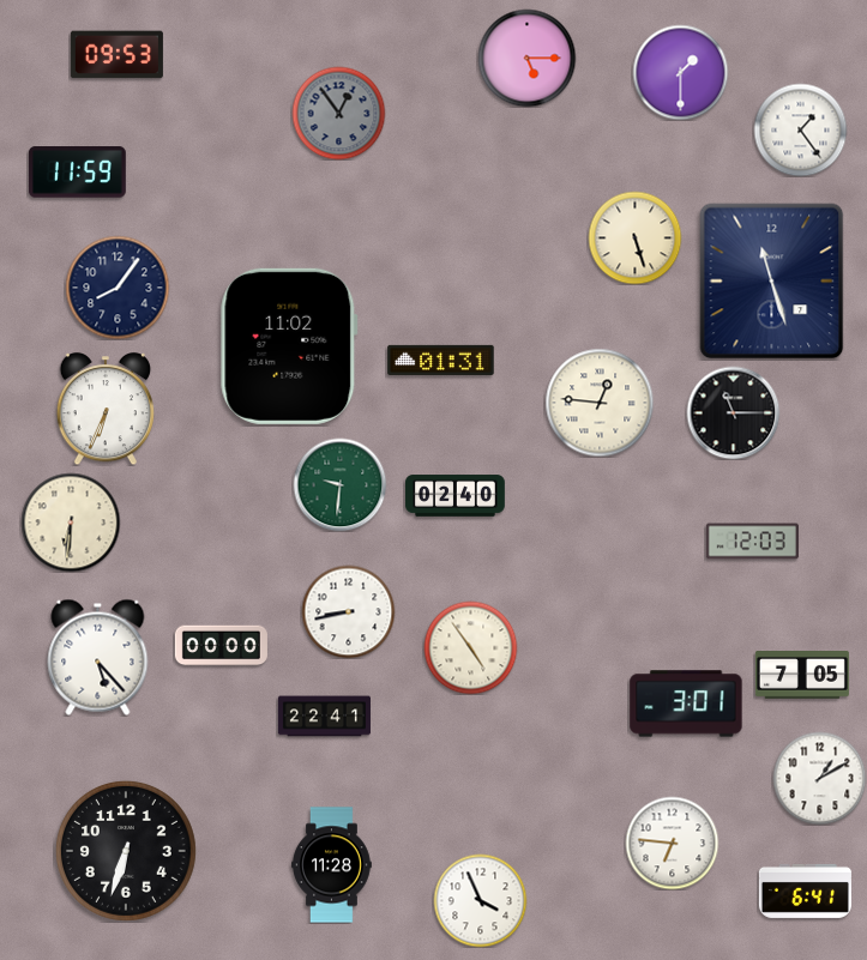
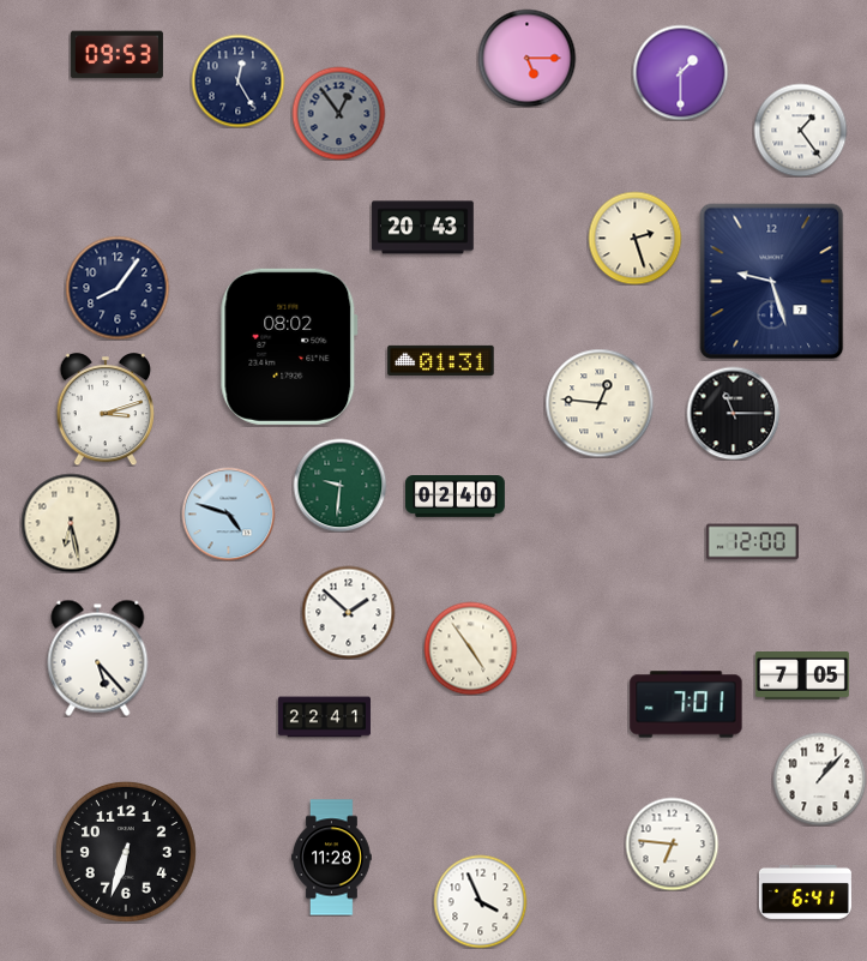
clock at (237, 80): none -> 12:25
clock at (77, 173): 11:59 -> none
clock at (423, 228): none -> 20:43
clock at (634, 237): 5:27 -> 2:27
clock at (772, 282): 11:27 -> 9:27
clock at (289, 346): 11:02 -> 08:02
clock at (104, 409): 6:34 -> 3:12
clock at (228, 513): none -> 4:48
clock at (71, 523): 6:31 -> 6:28
clock at (752, 542): 12:03 -> 12:00
clock at (348, 611): 8:43 -> 1:52
clock at (221, 646): 00:00 -> none
clock at (686, 704): 3:01 -> 7:01
clock at (819, 778): 1:10 -> 1:07
clock at (332, 865) position: (332, 865) -> (332, 858)
